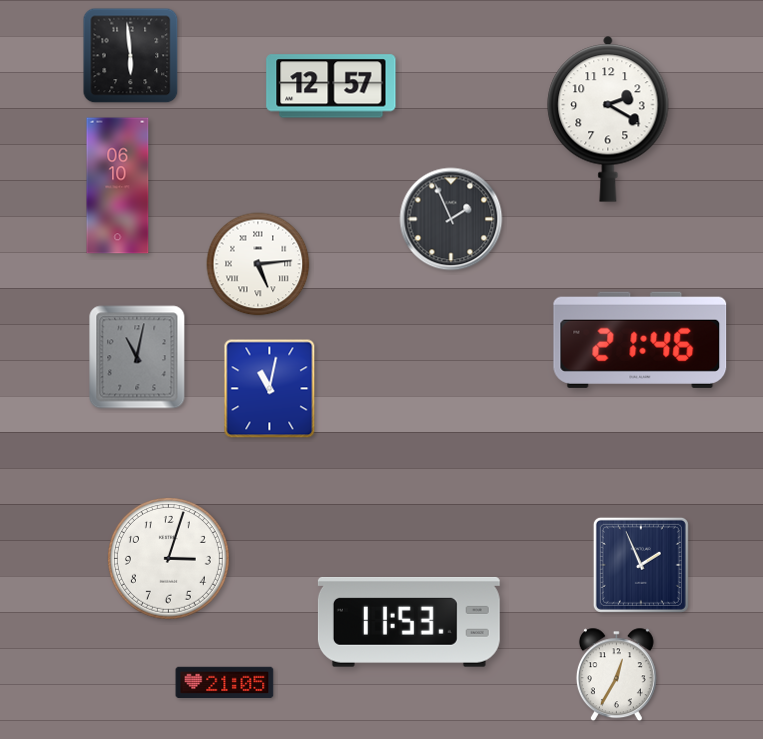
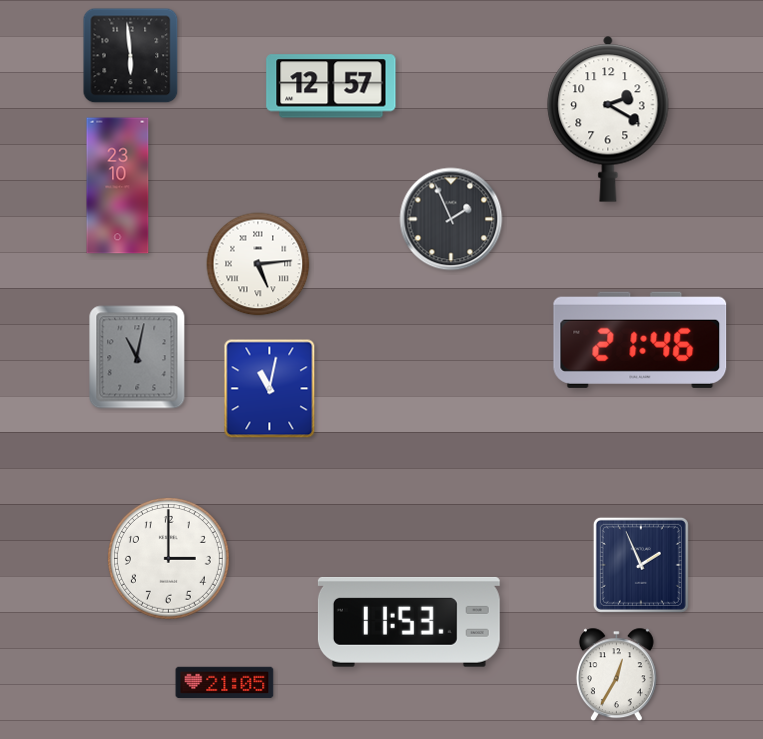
clock at (118, 186): 06:10 -> 23:10
clock at (169, 559): 3:03 -> 3:00
